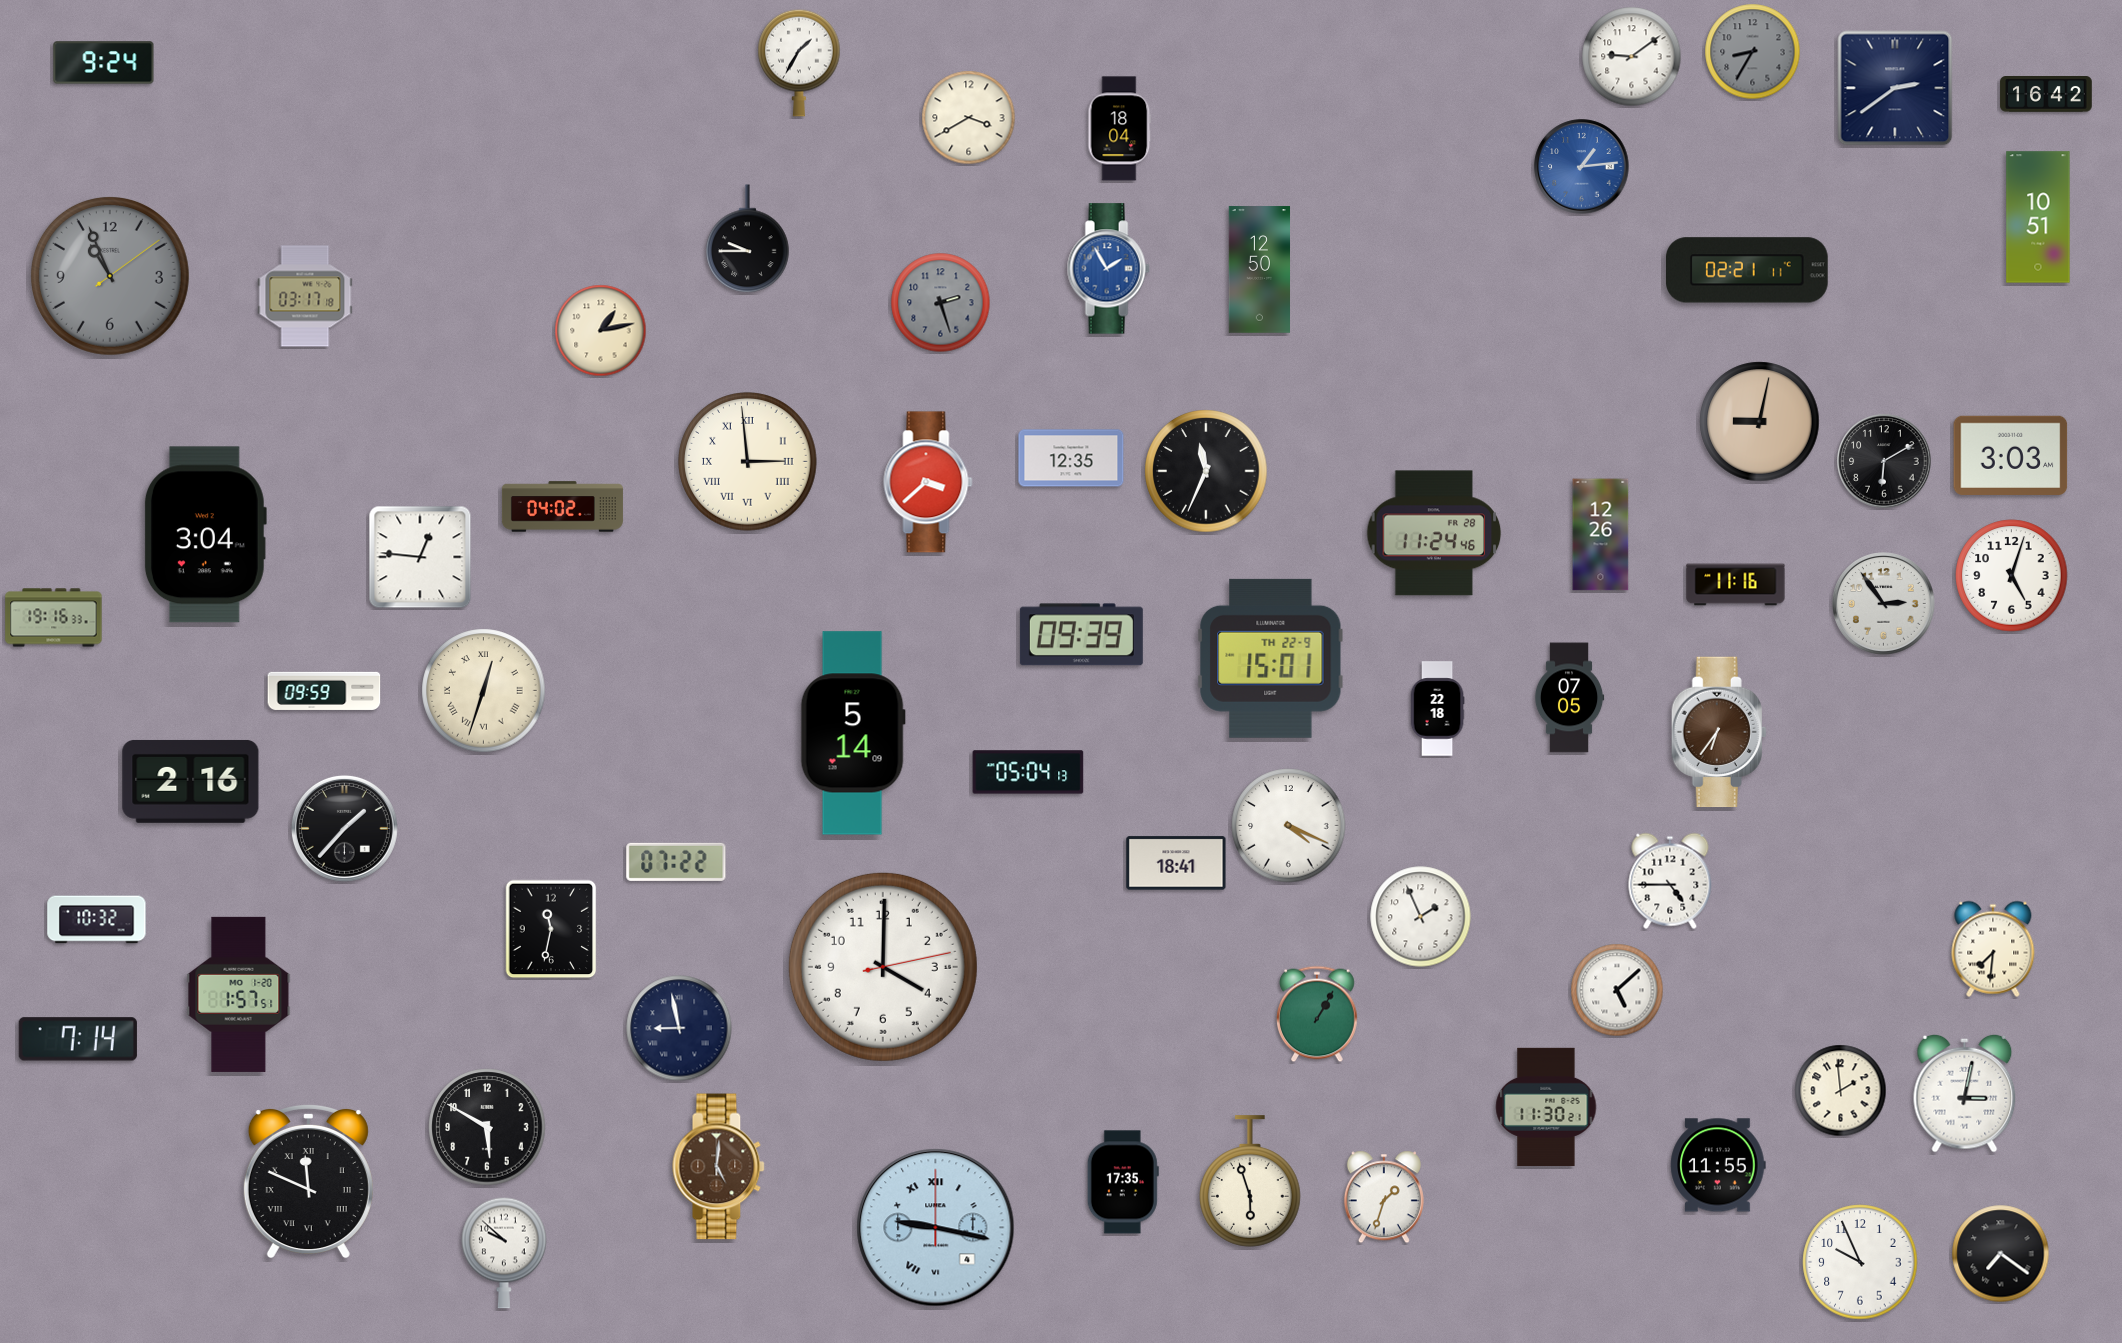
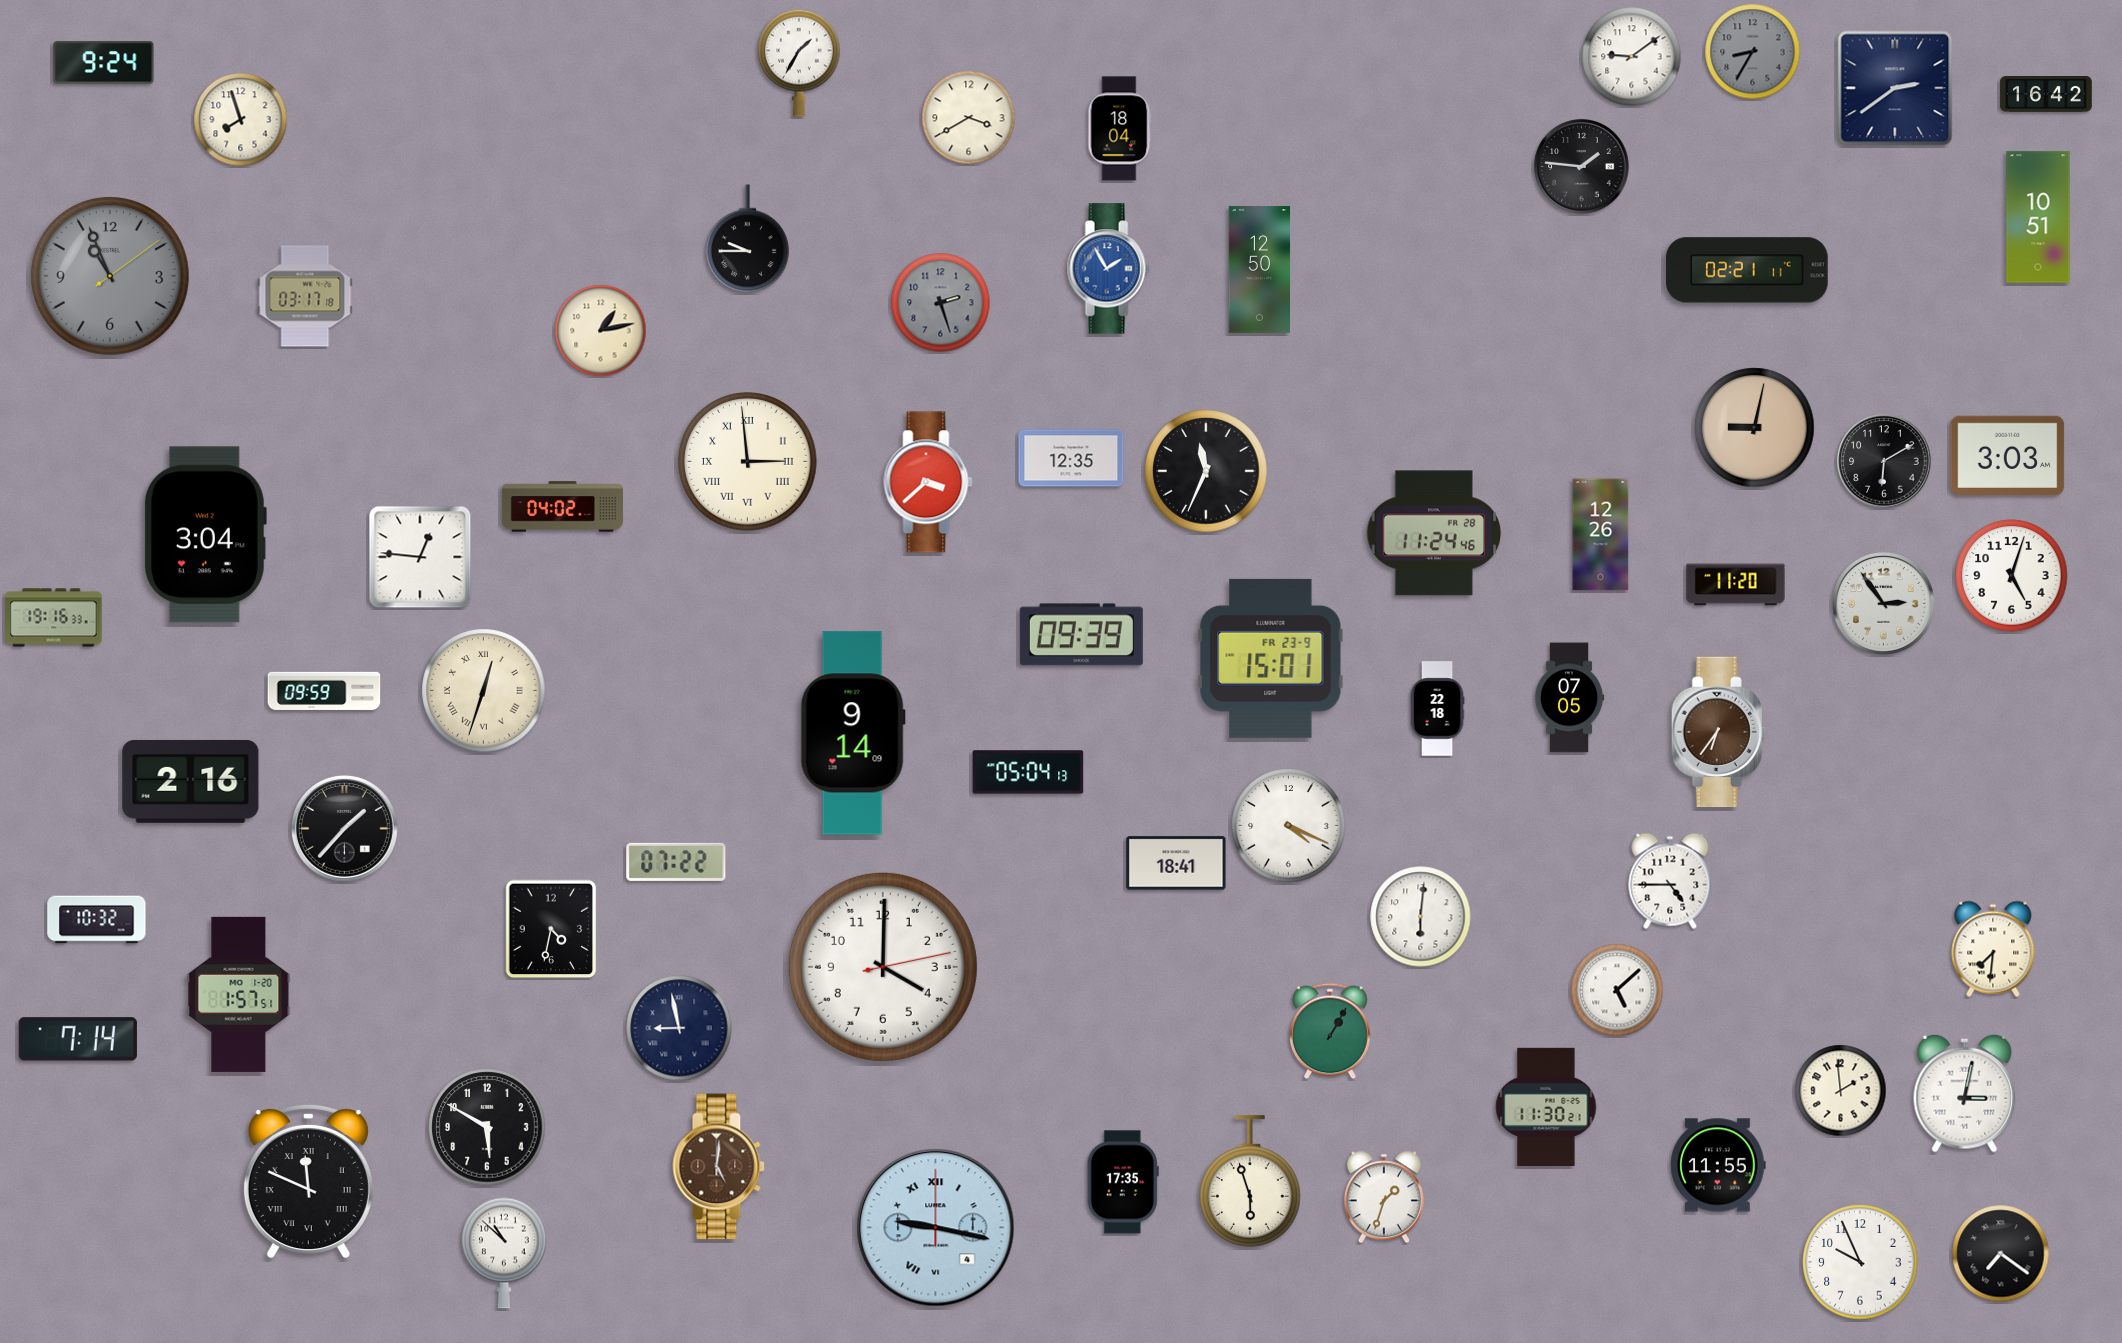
clock at (241, 120): none -> 7:57
clock at (1582, 167): 1:14 -> 1:46
clock at (1582, 167) dial: blue -> black
clock at (1760, 422) position: (1760, 422) -> (1755, 428)
clock at (2011, 455) position: (2011, 455) -> (2008, 455)
clock at (1736, 585): 11:16 -> 11:20
clock at (1271, 658) date: TH 22-9 -> FR 23-9
clock at (853, 733): 5:14 -> 9:14
clock at (1421, 917): 1:56 -> 6:01
clock at (551, 929): 11:32 -> 4:32
clock at (1318, 1014) position: (1318, 1014) -> (1331, 1031)
clock at (504, 1253): 9:52 -> 10:52
